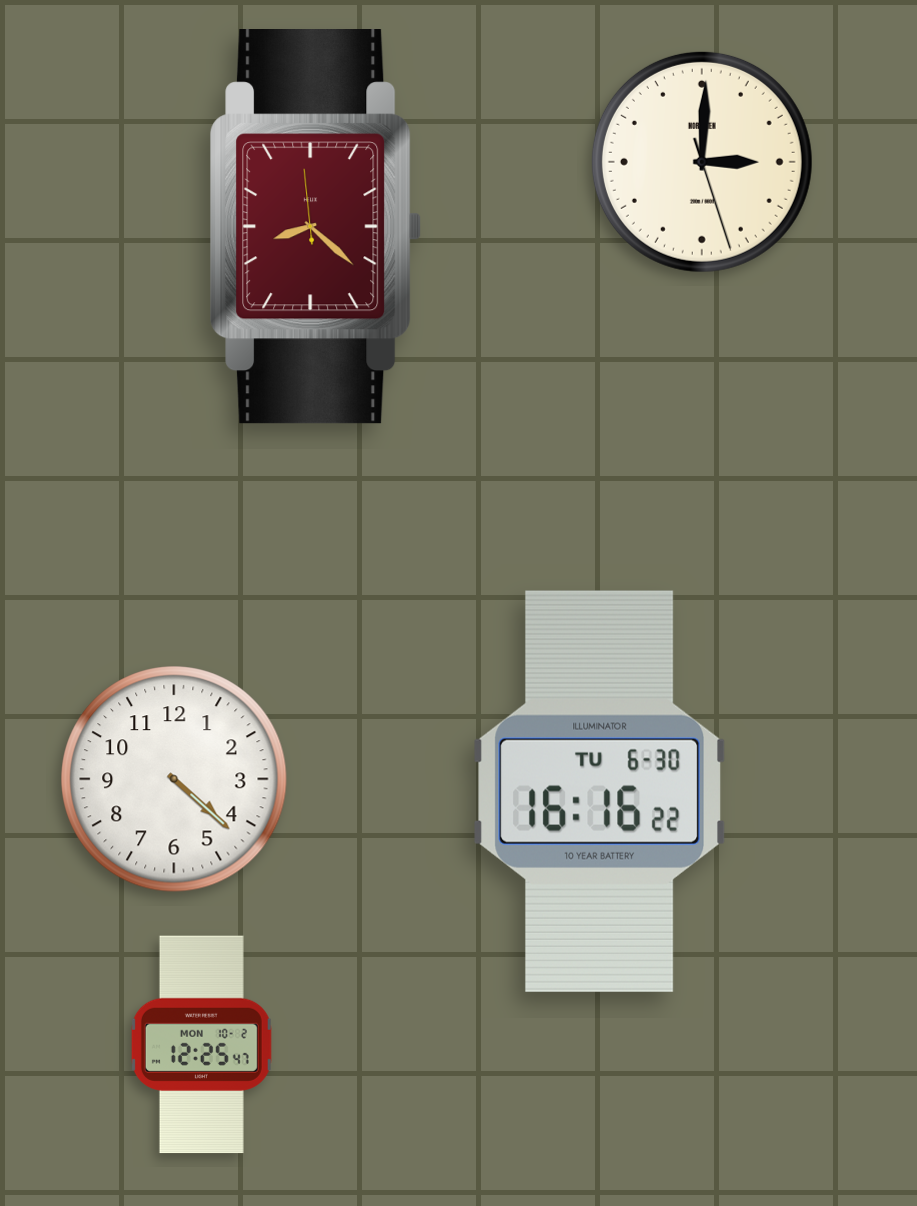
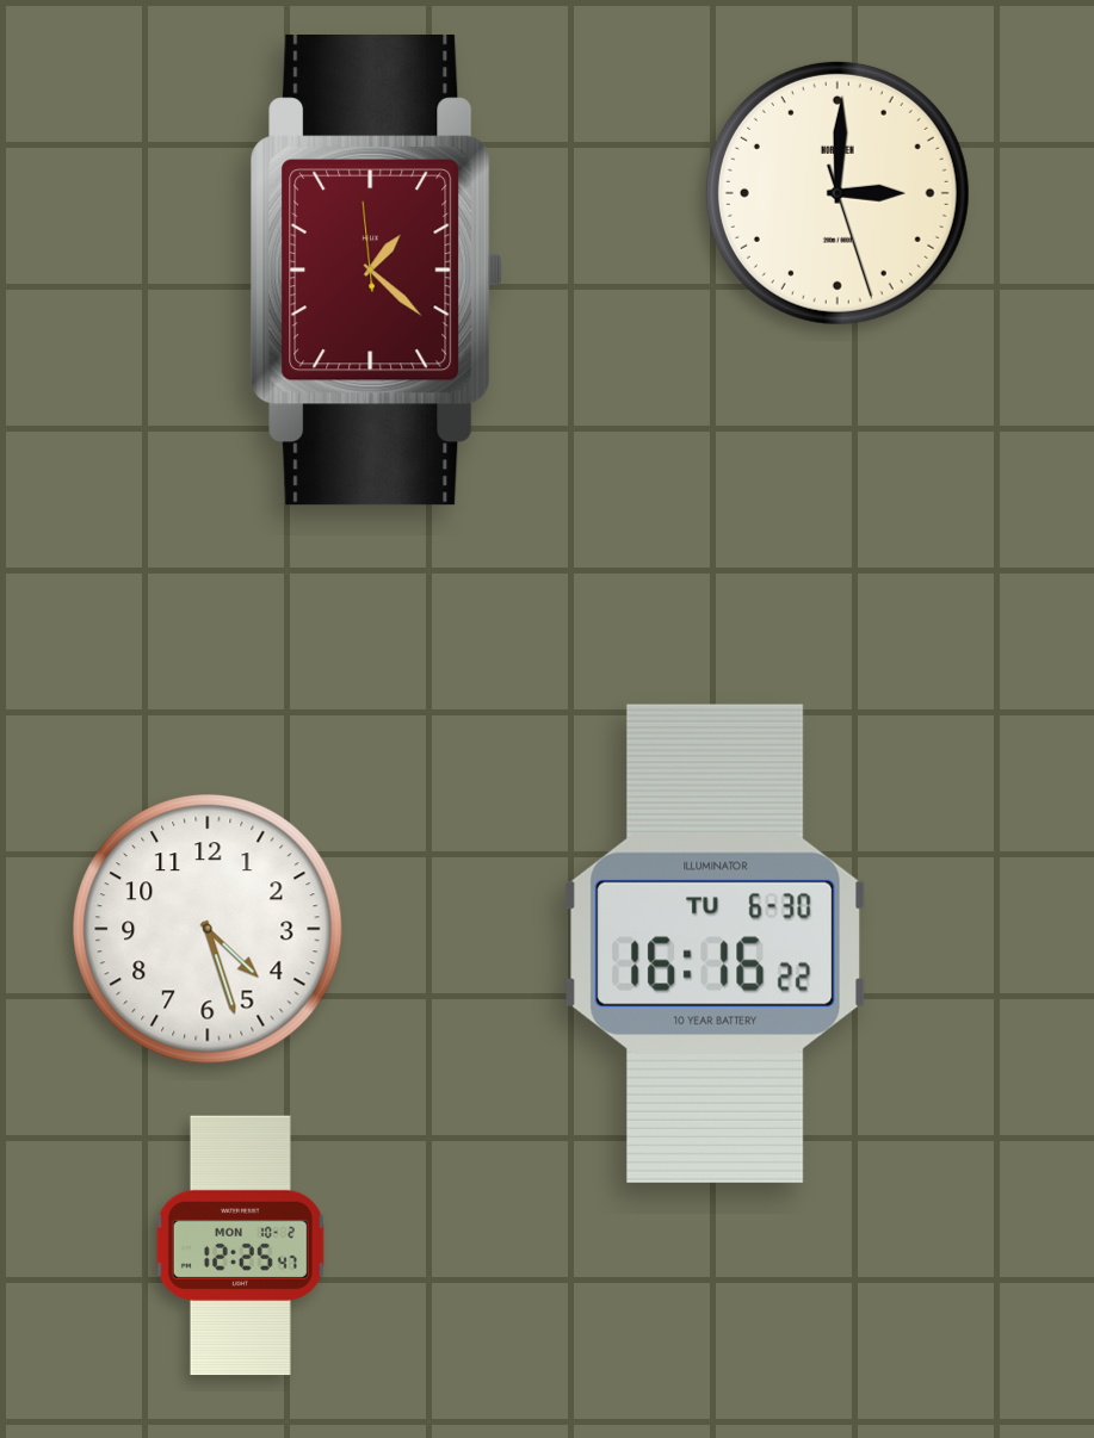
clock at (316, 227): 8:21 -> 1:21
clock at (174, 779): 4:22 -> 4:27
